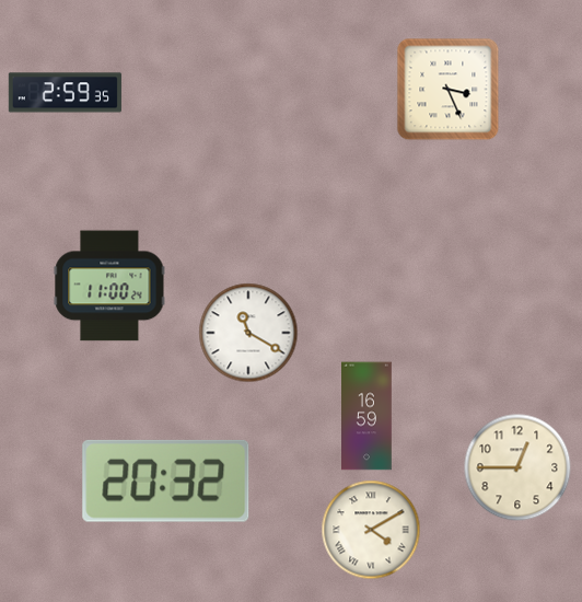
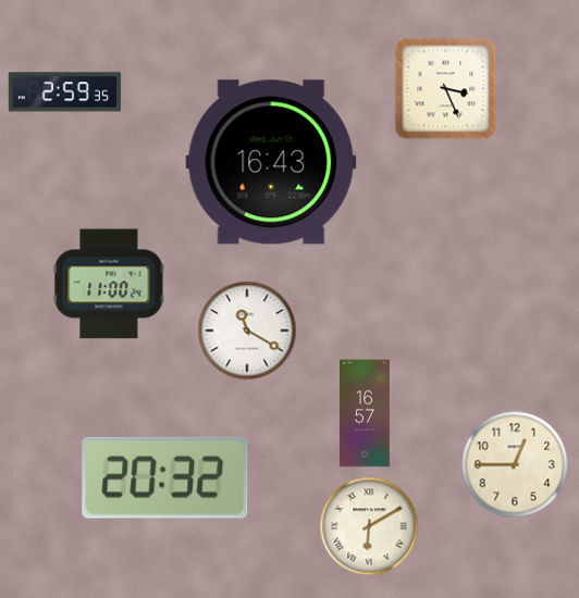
clock at (271, 162): none -> 16:43
clock at (368, 416): 16:59 -> 16:57
clock at (371, 530): 4:10 -> 6:10
